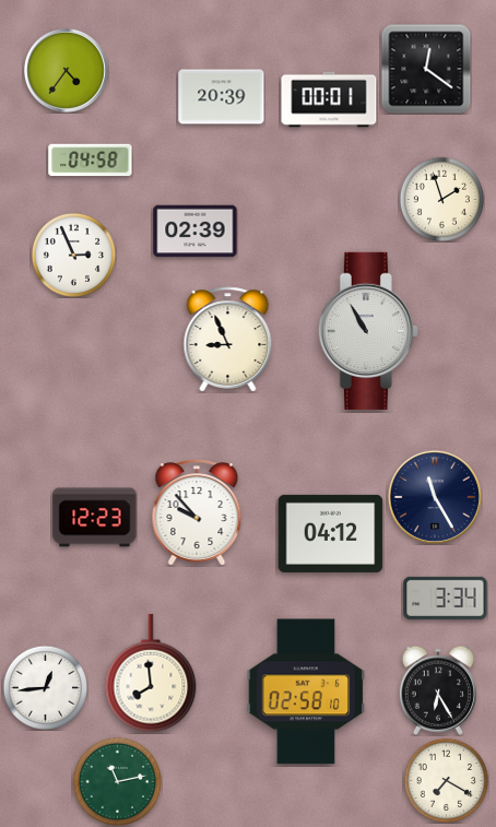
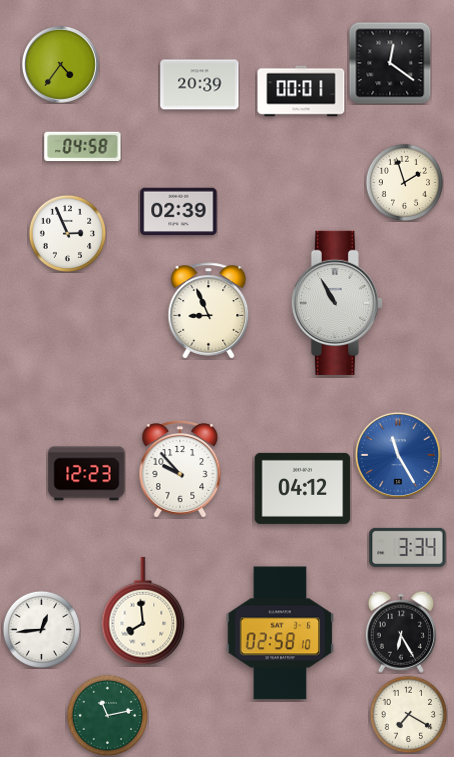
clock at (222, 97) position: (222, 97) -> (200, 85)
clock at (434, 496) dial: navy -> blue
clock at (151, 673) position: (151, 673) -> (143, 611)
